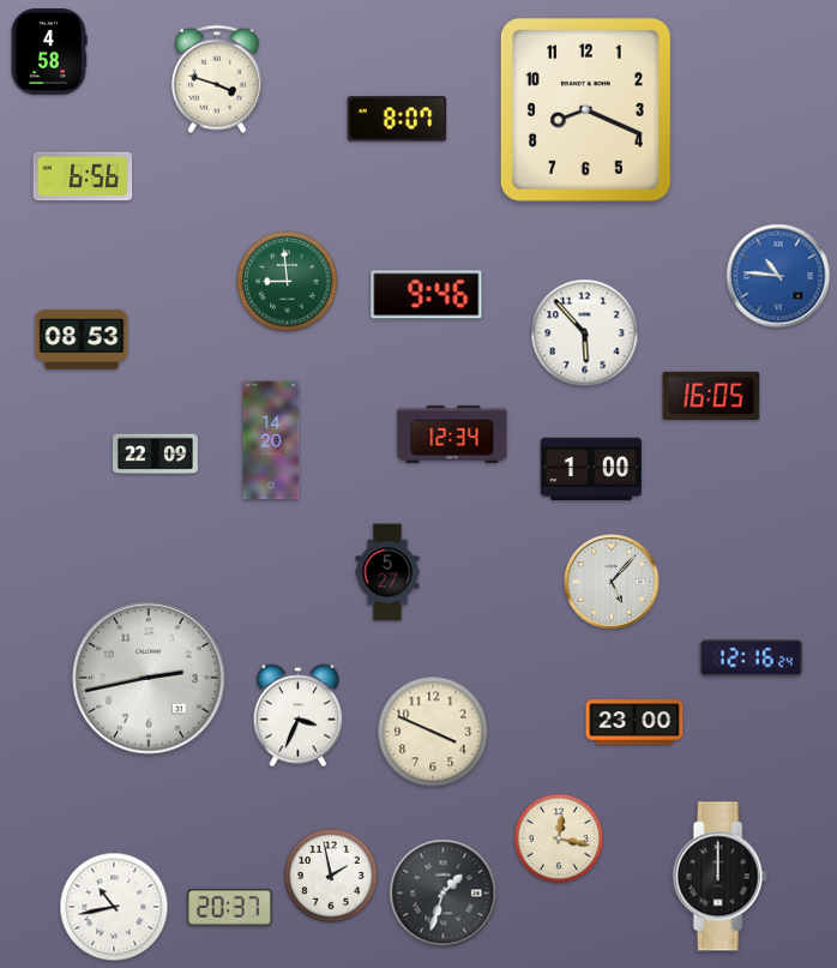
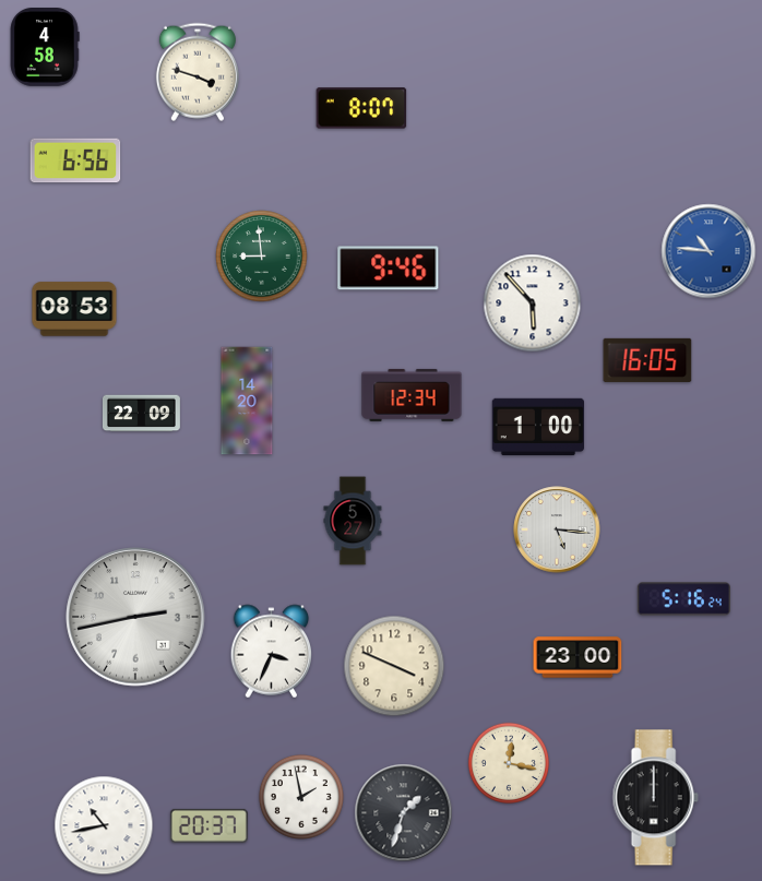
clock at (585, 109): 8:19 -> none
clock at (612, 582): 5:07 -> 5:16
clock at (751, 659): 12:16 -> 5:16
